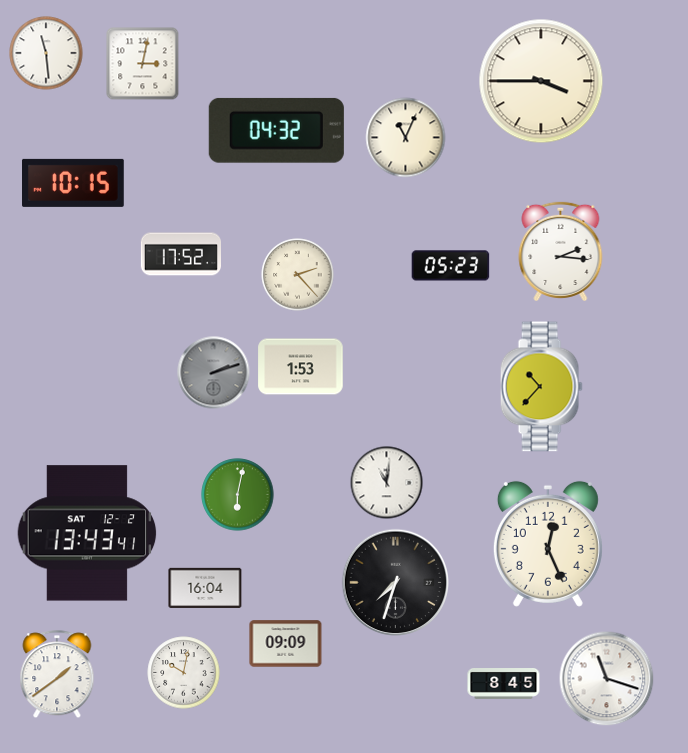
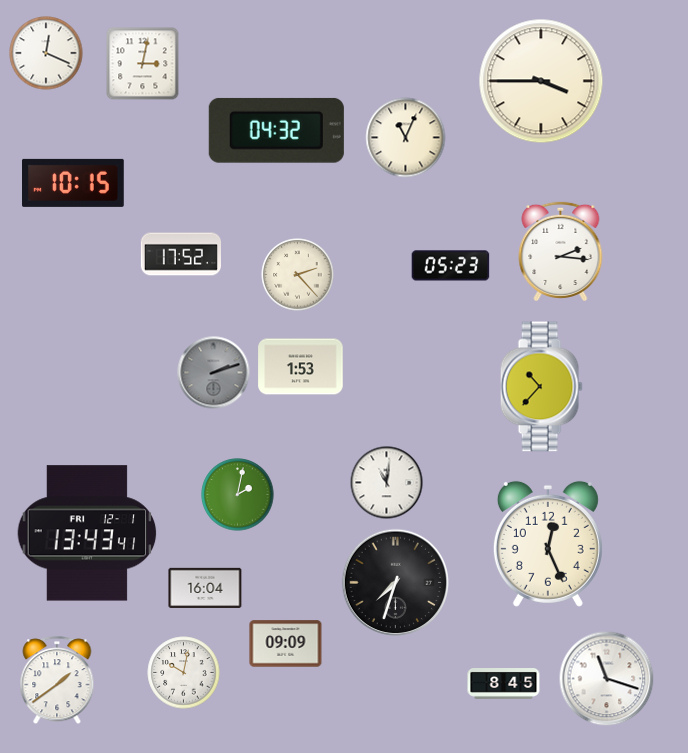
clock at (46, 53): 11:29 -> 12:19
clock at (238, 495): 6:02 -> 2:02
clock at (87, 533) date: SAT 12-2 -> FRI 12-1
clock at (57, 675) position: (57, 675) -> (57, 681)
